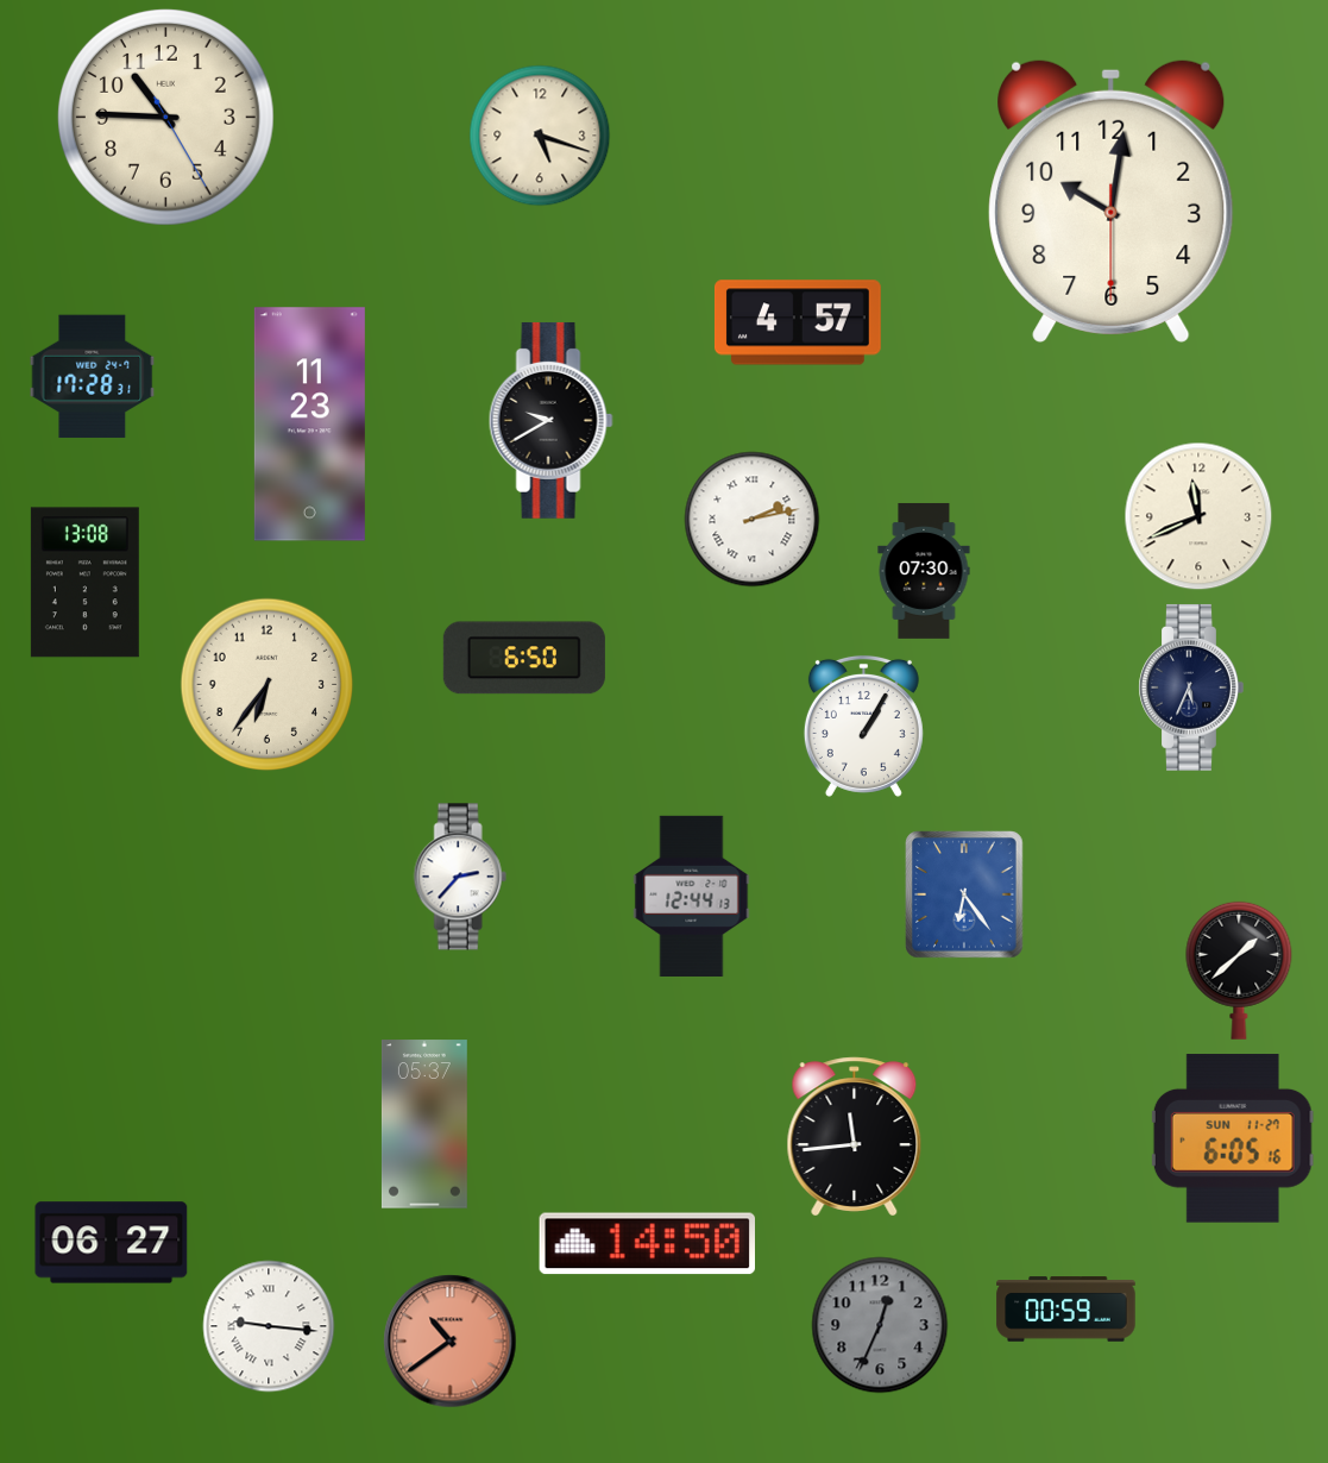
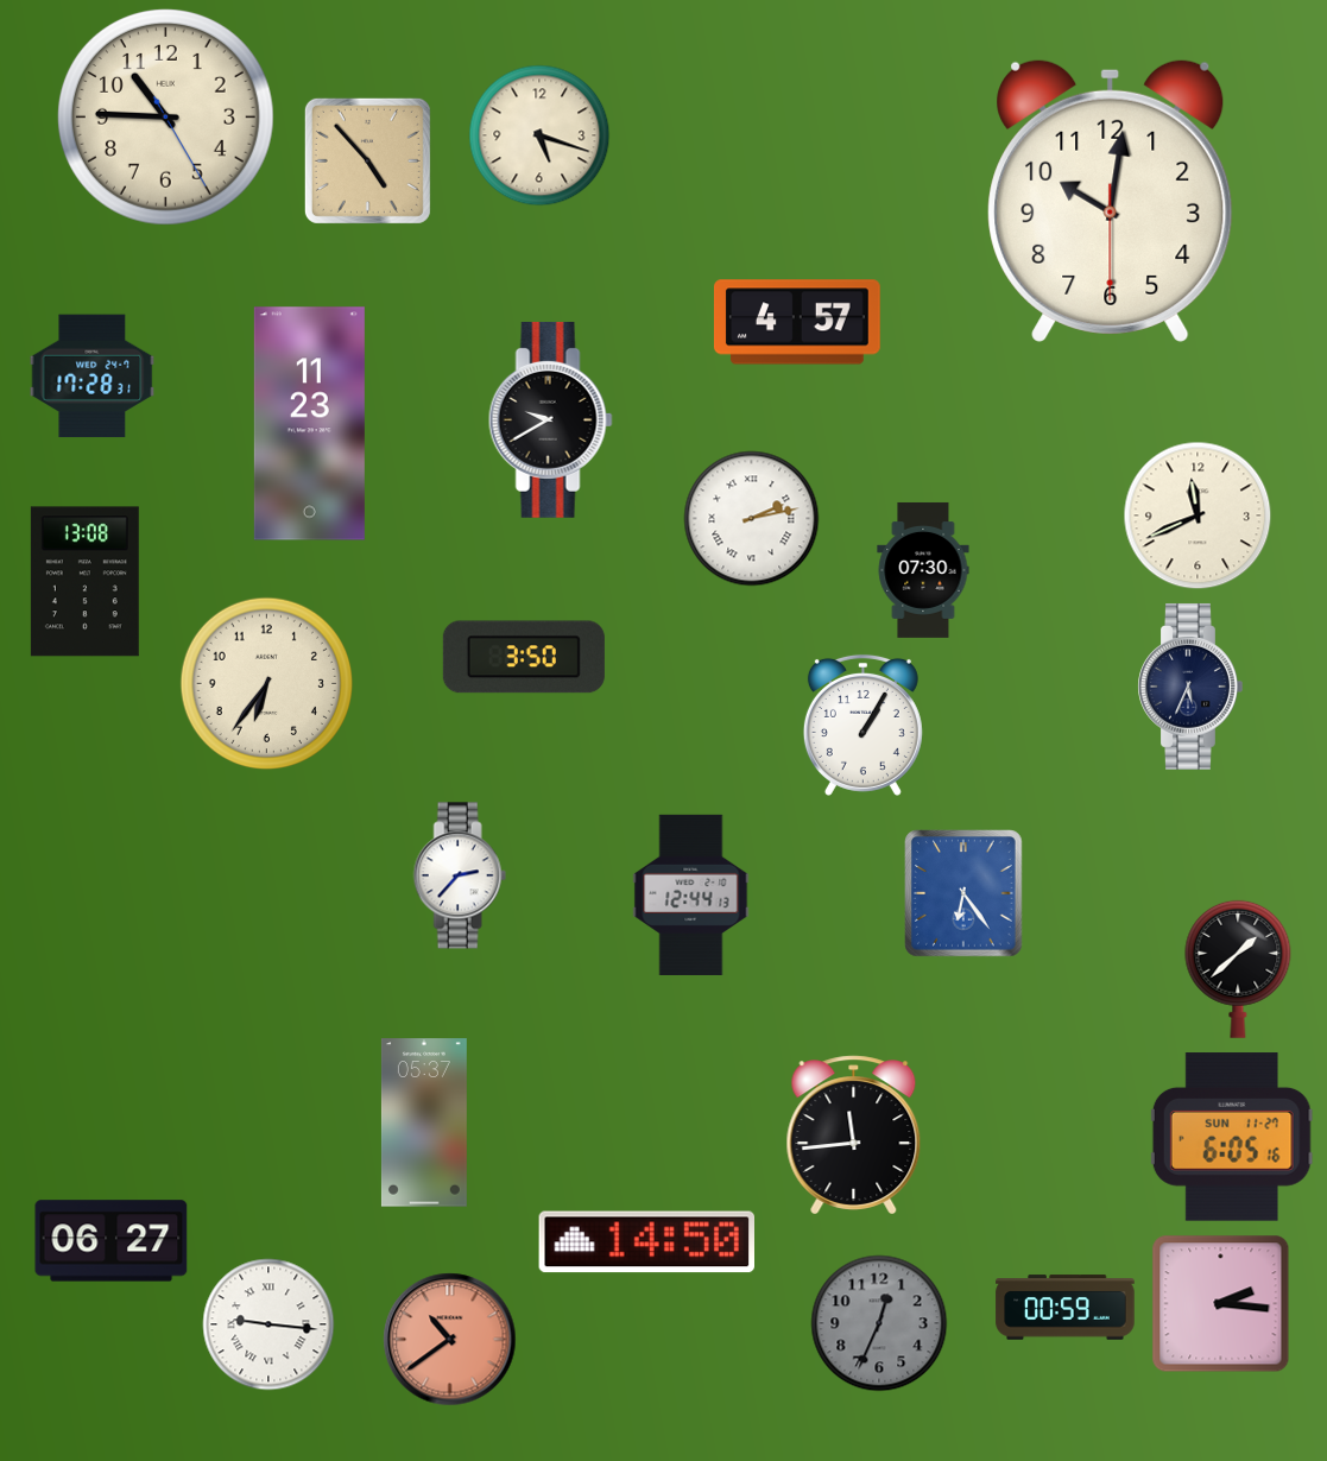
clock at (367, 160): none -> 4:53
clock at (524, 658): 6:50 -> 3:50
clock at (1221, 1304): none -> 2:16
